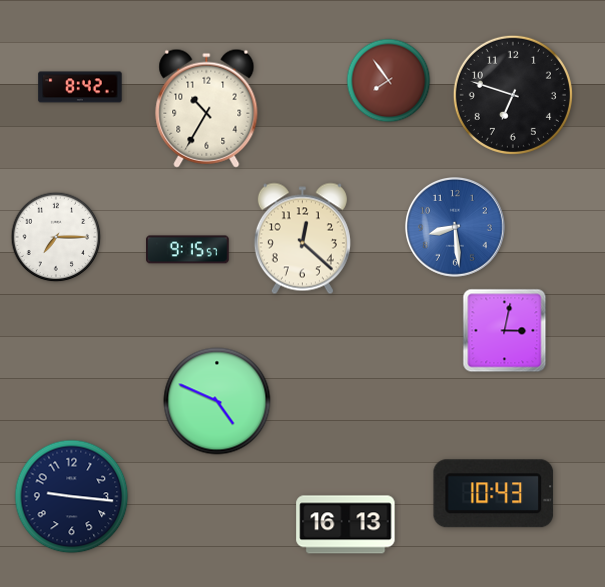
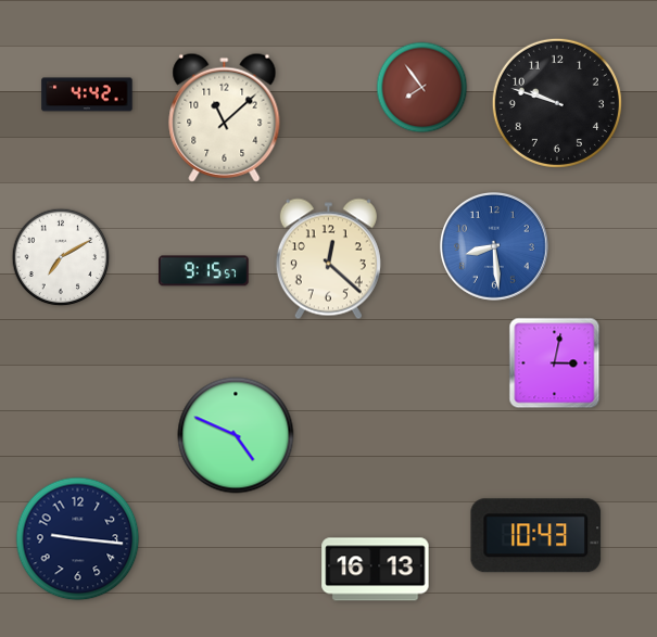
clock at (80, 87): 8:42 -> 4:42
clock at (513, 95): 6:48 -> 9:48
clock at (207, 108): 10:35 -> 11:08
clock at (56, 237): 7:15 -> 7:10
clock at (505, 331) position: (505, 331) -> (555, 364)
